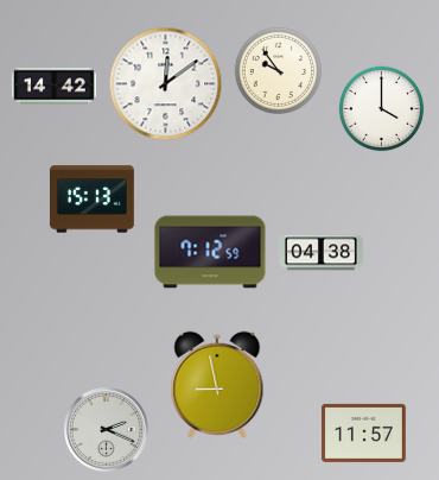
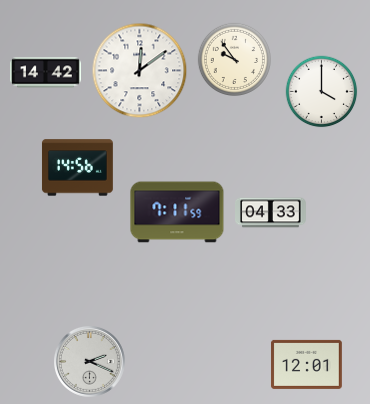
clock at (91, 200): 15:13 -> 14:56
clock at (210, 252): 7:12 -> 7:11
clock at (322, 253): 04:38 -> 04:33
clock at (217, 385): 8:58 -> none
clock at (364, 432): 11:57 -> 12:01
